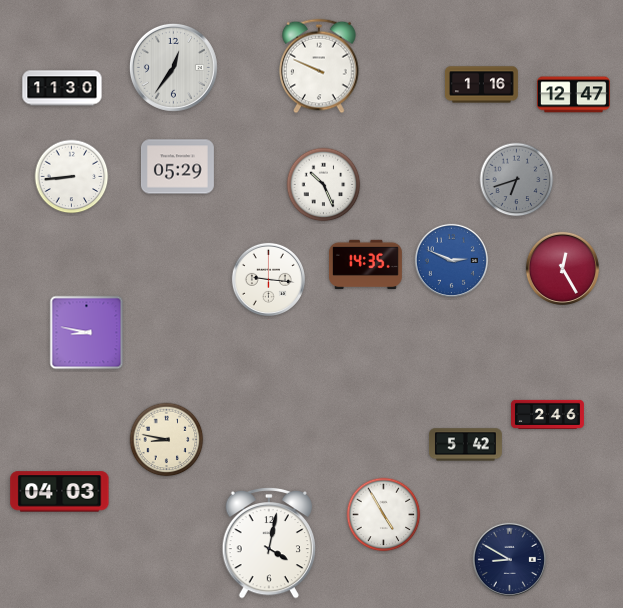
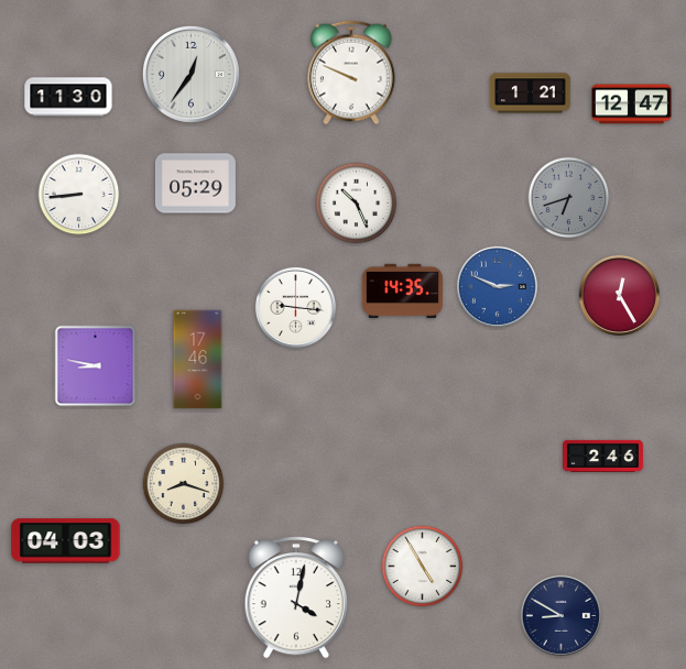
clock at (481, 85): 1:16 -> 1:21
clock at (198, 360): none -> 17:46
clock at (167, 440): 8:47 -> 8:18
clock at (465, 445): 5:42 -> none
